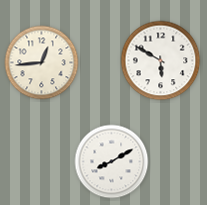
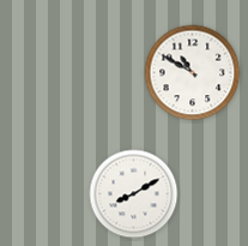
clock at (161, 61): 5:50 -> 10:50
clock at (42, 63): 12:44 -> none
